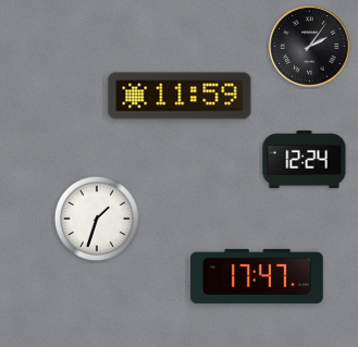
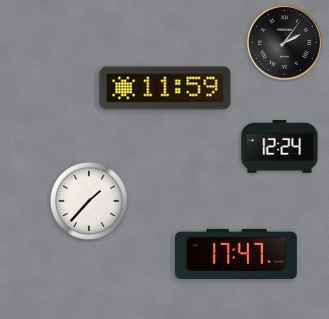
clock at (97, 219): 1:33 -> 1:37
